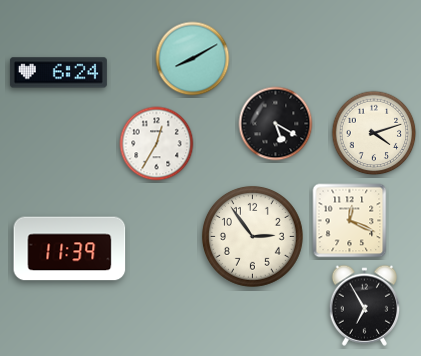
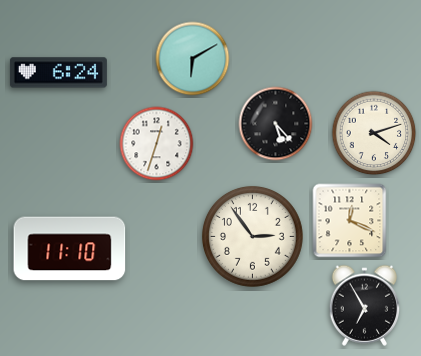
clock at (193, 59): 8:10 -> 6:10
clock at (276, 124): 5:20 -> 5:23
clock at (157, 144): 12:35 -> 12:33
clock at (70, 249): 11:39 -> 11:10
